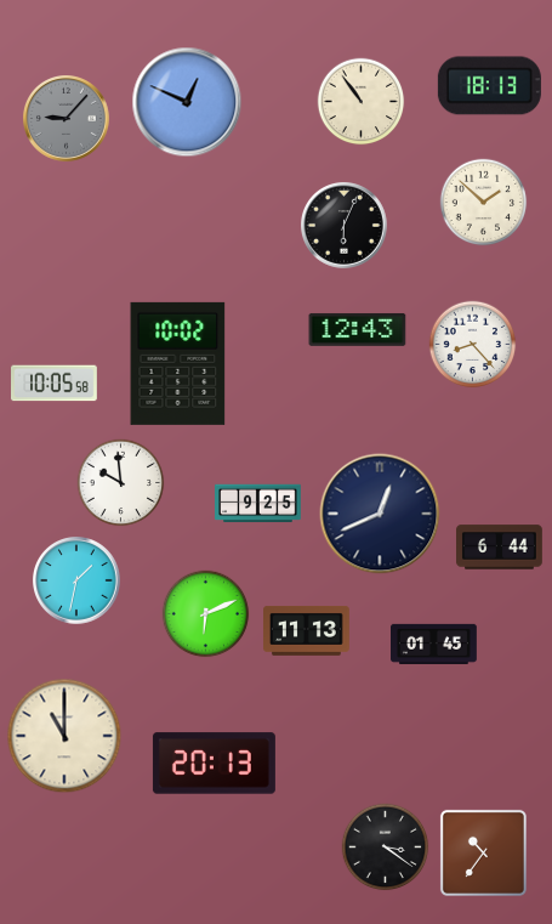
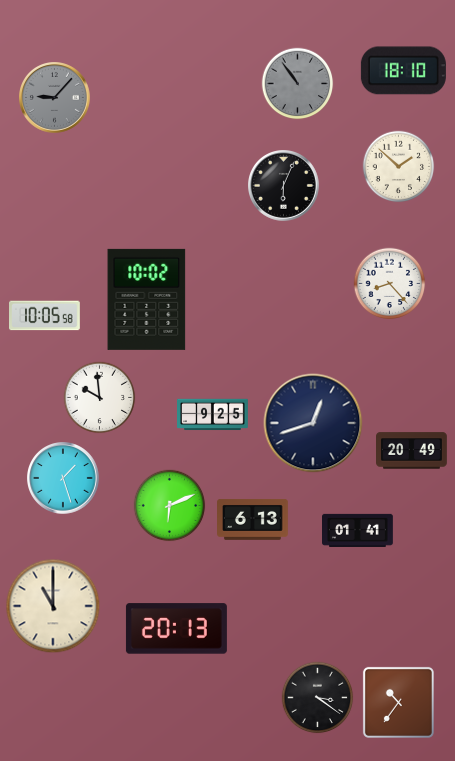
clock at (489, 86): 18:13 -> 18:10
clock at (187, 102): 12:49 -> none
clock at (362, 102) dial: cream -> grey
clock at (358, 329): 12:43 -> none
clock at (380, 514): 12:41 -> 12:42
clock at (500, 548): 6:44 -> 20:49
clock at (78, 582): 1:32 -> 1:27
clock at (307, 631): 11:13 -> 6:13
clock at (434, 644): 01:45 -> 01:41
